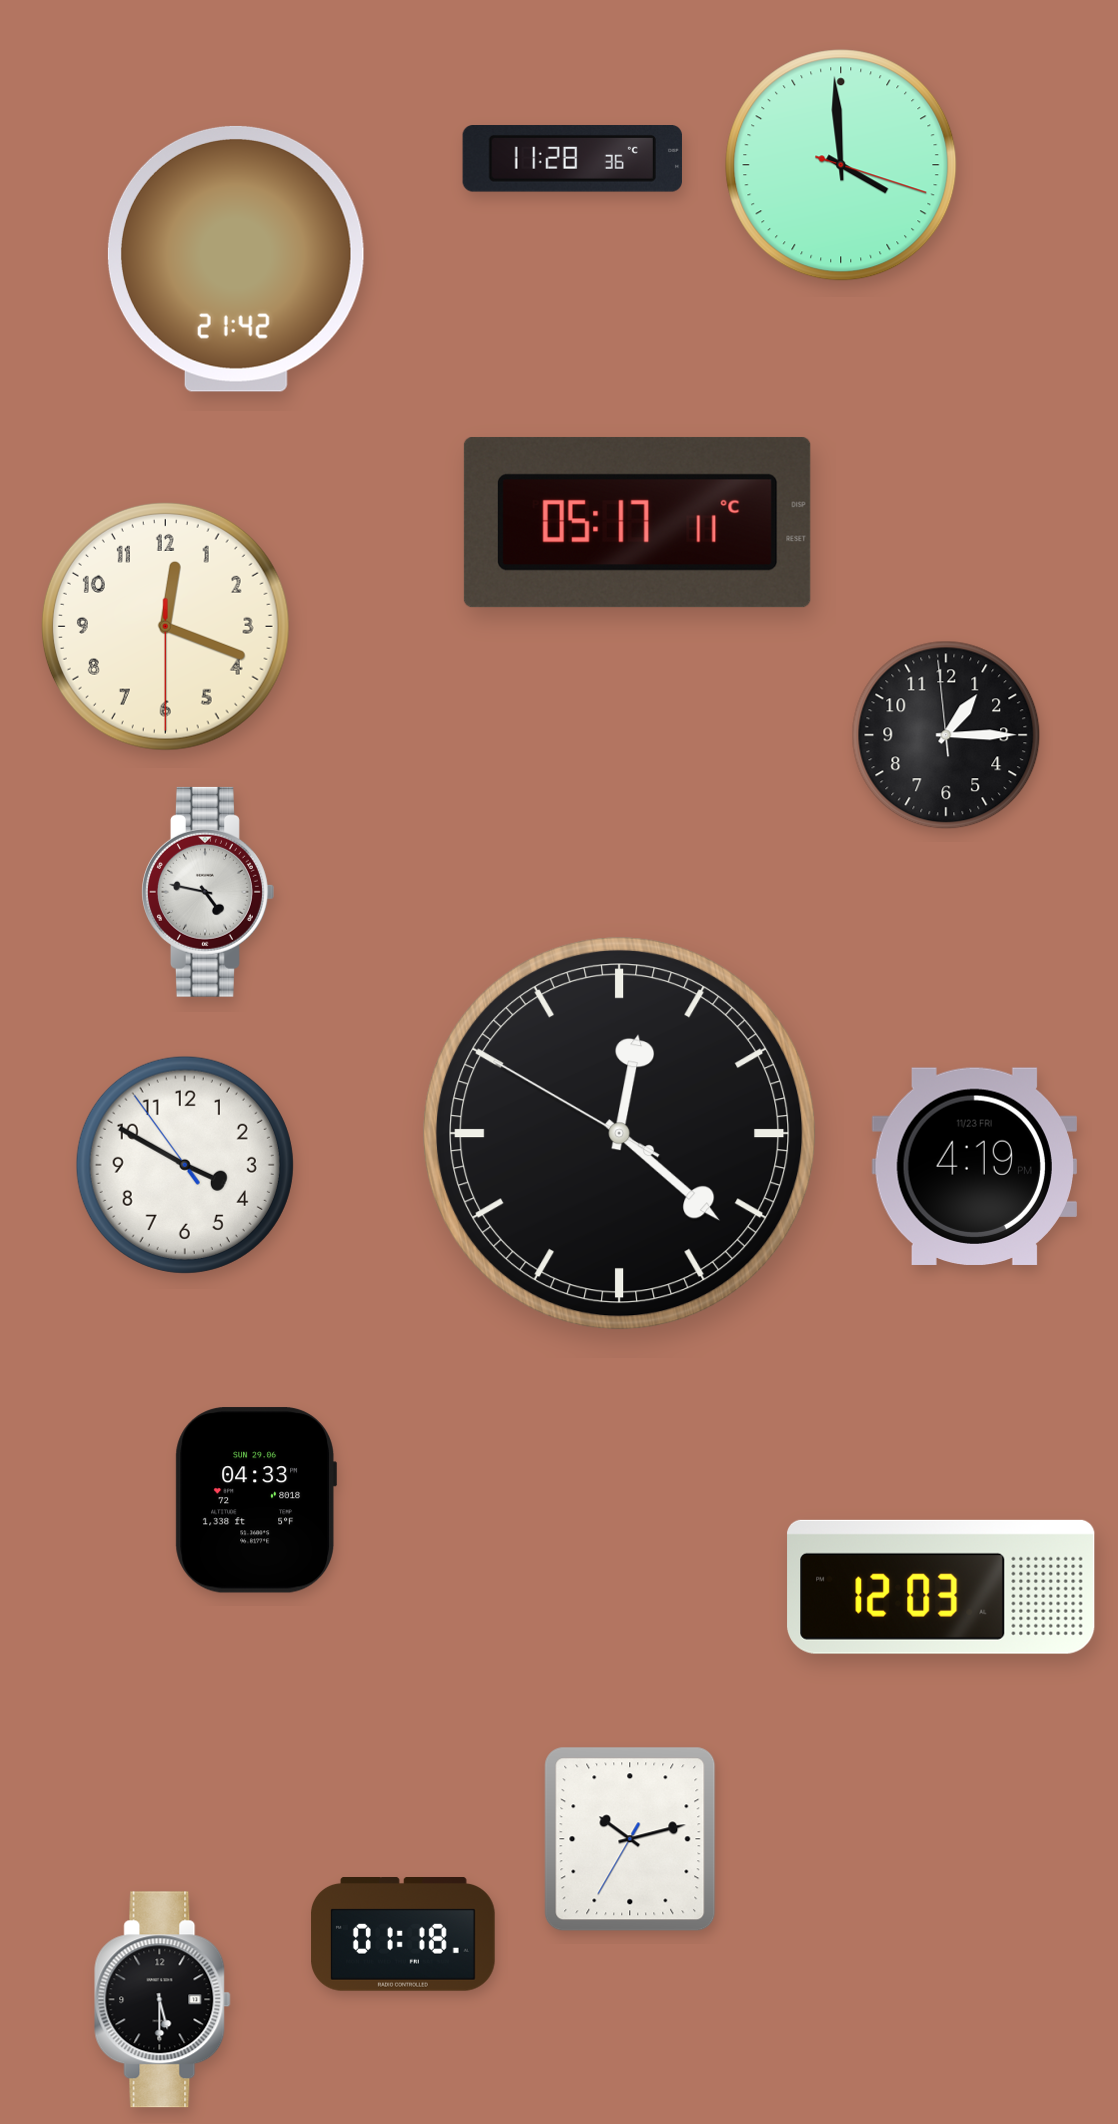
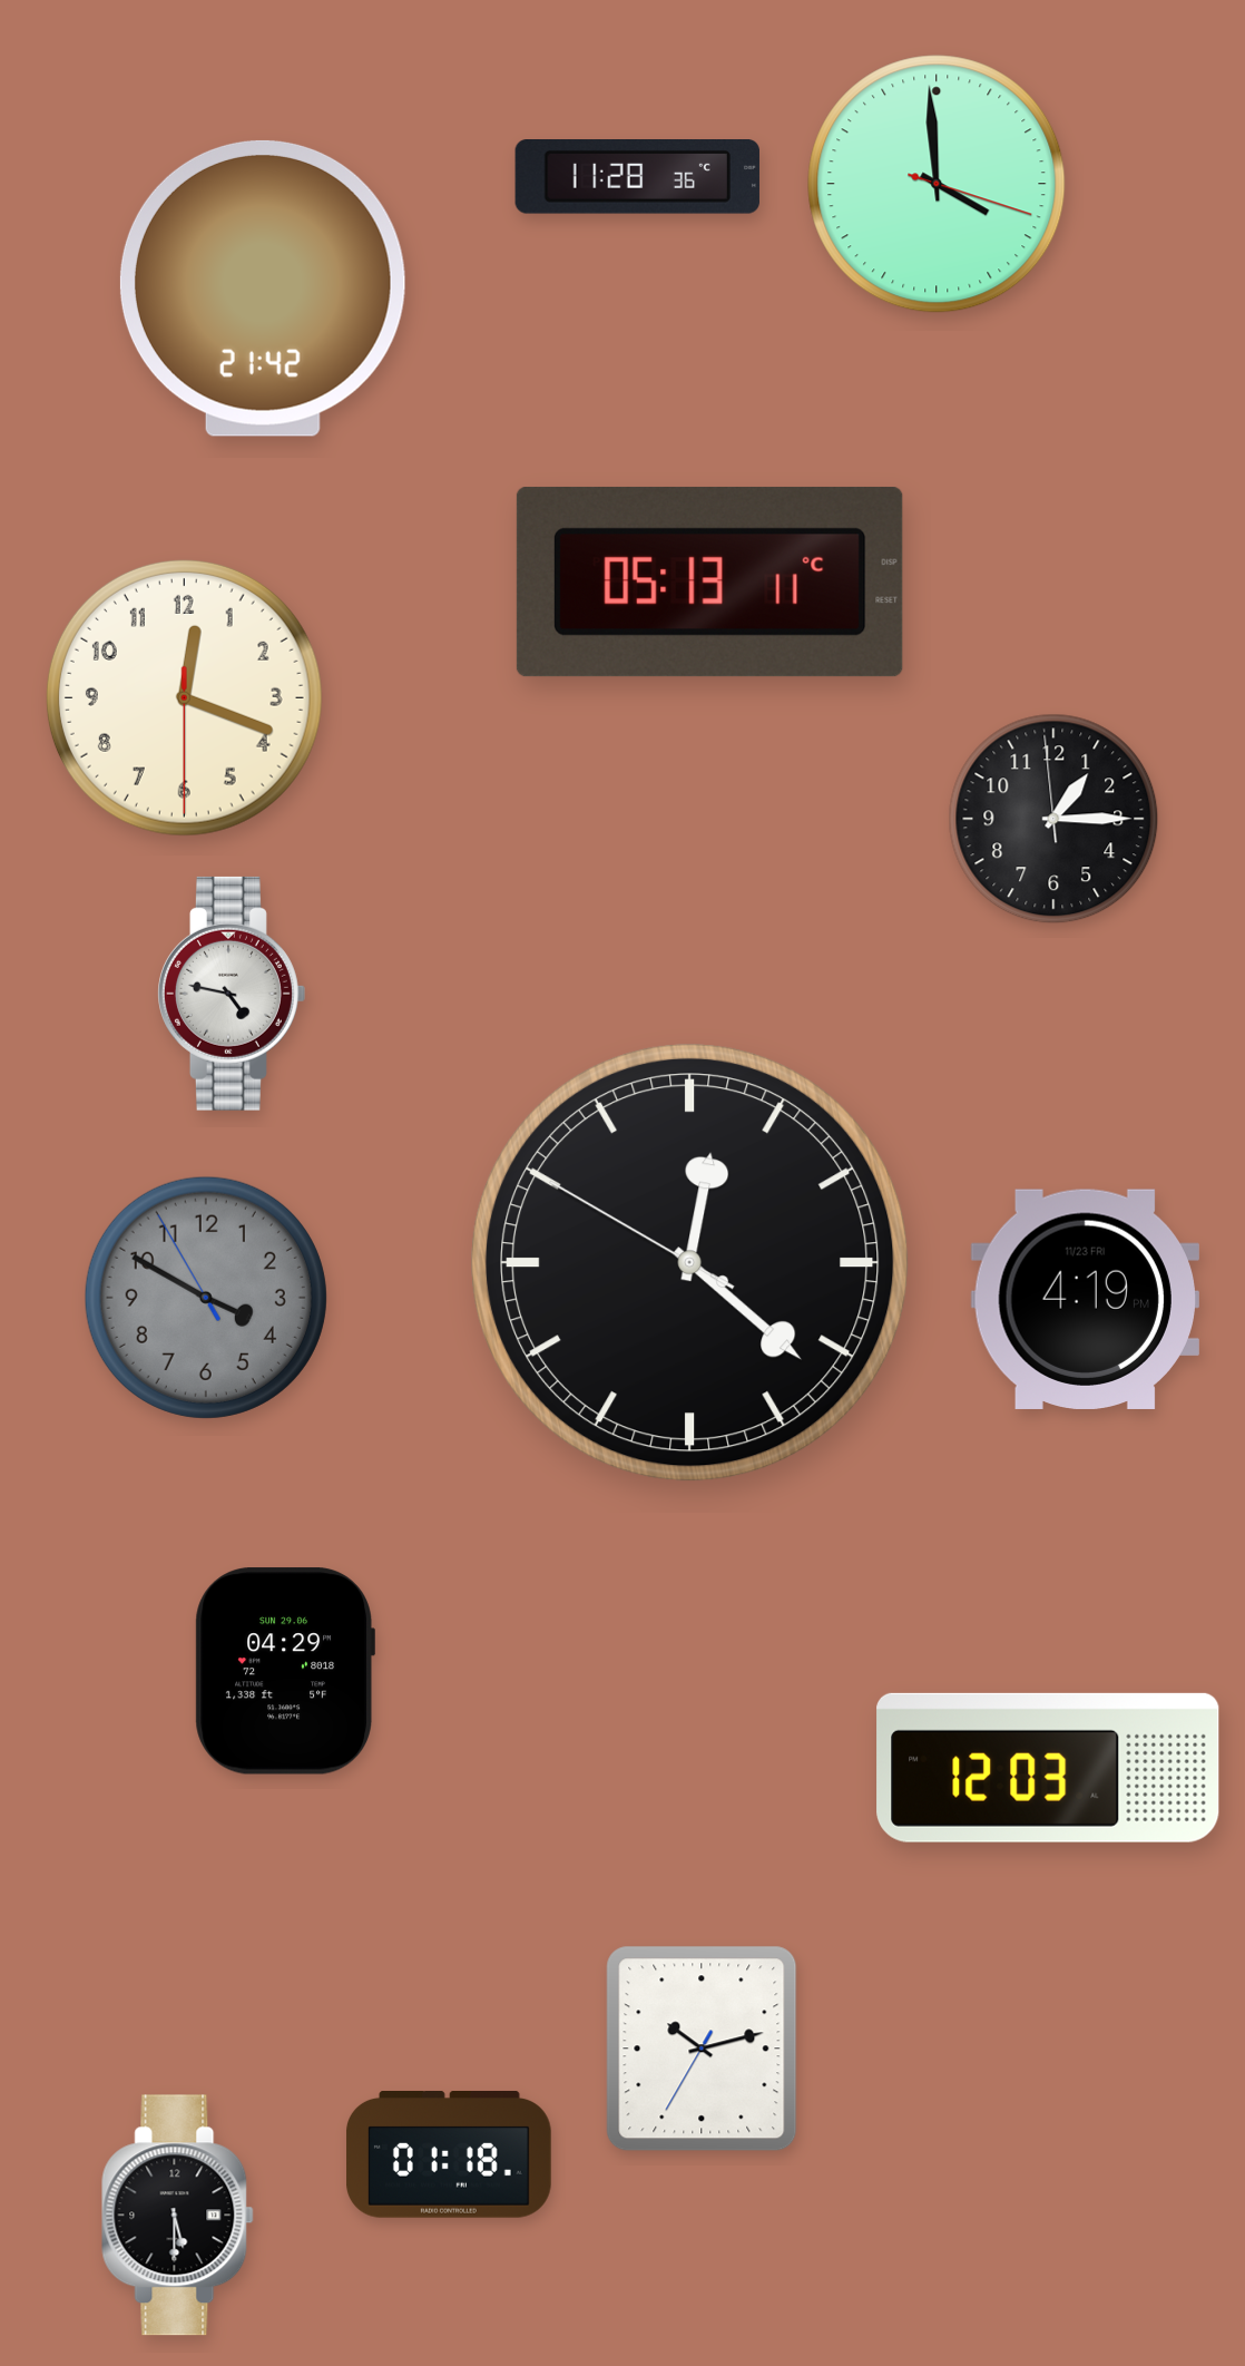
clock at (637, 522): 05:17 -> 05:13
clock at (185, 1165): 3:49:54 -> 3:49:55
clock at (185, 1165) dial: white -> grey
clock at (256, 1500): 04:33 -> 04:29
clock at (163, 2000) position: (163, 2000) -> (178, 2216)
